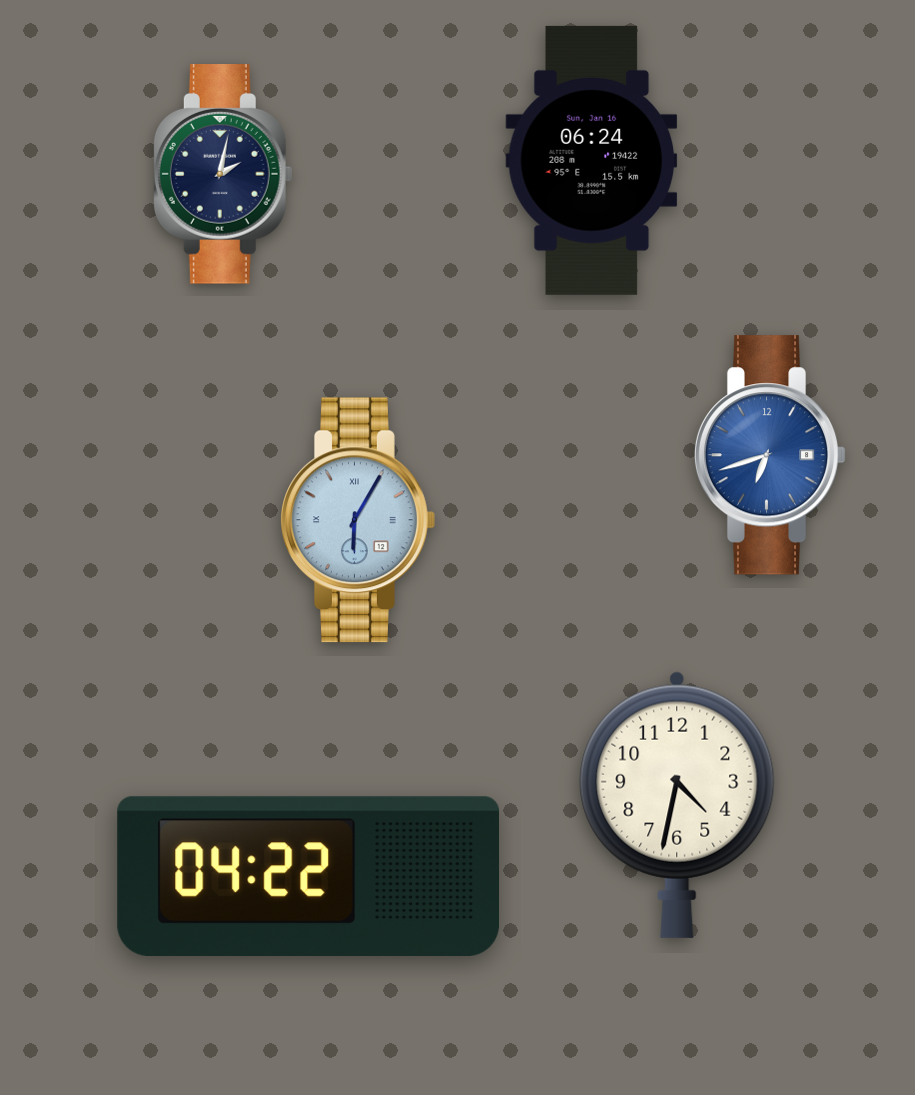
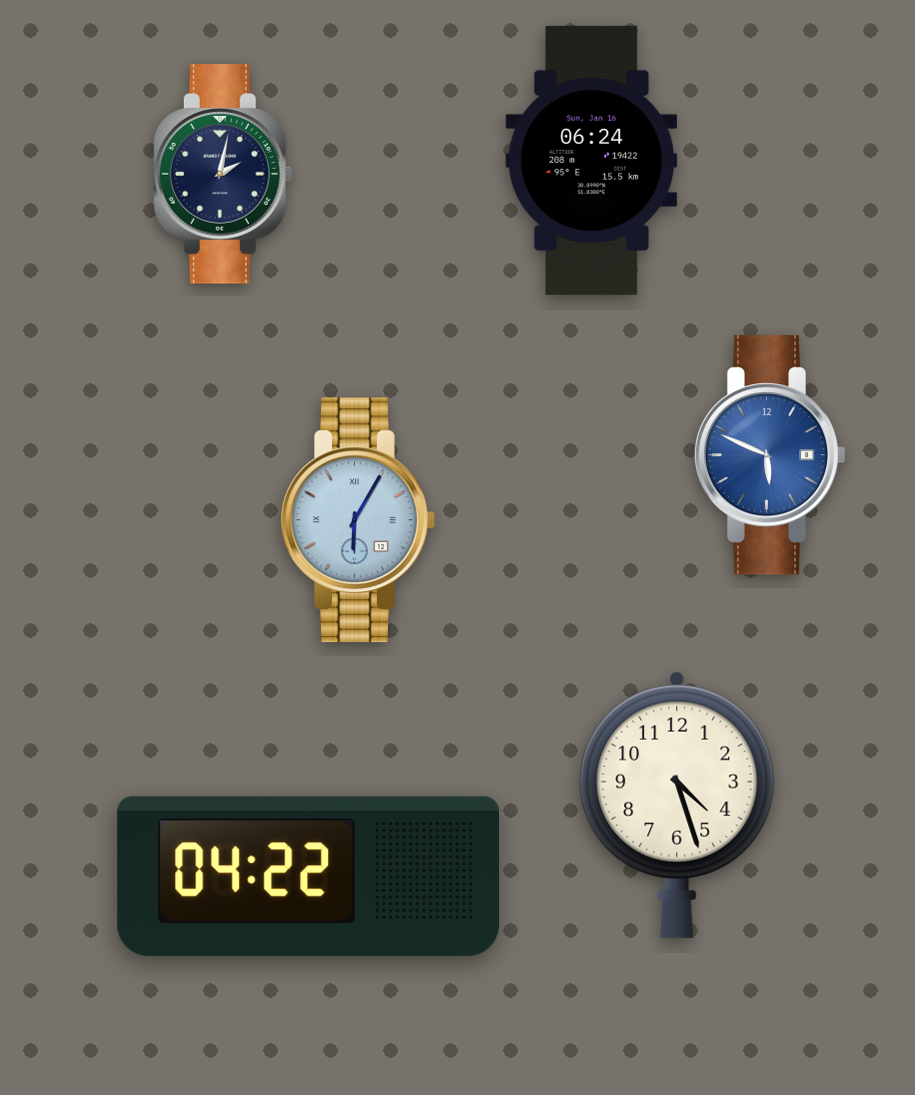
clock at (770, 455): 6:42 -> 5:49
clock at (677, 805): 4:32 -> 4:27
